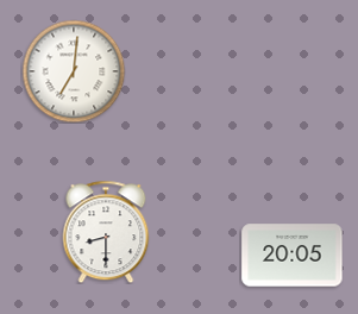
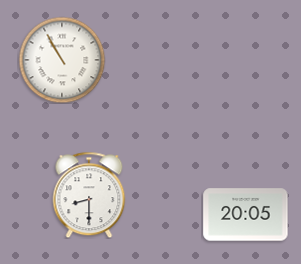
clock at (74, 71): 7:01 -> 10:55
